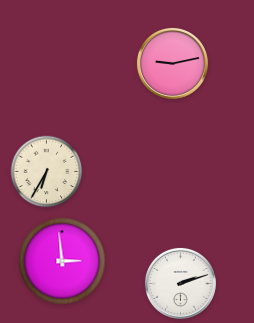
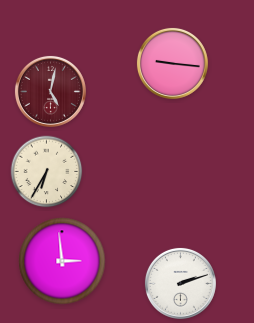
clock at (172, 63): 9:13 -> 9:16
clock at (50, 91): none -> 5:02
